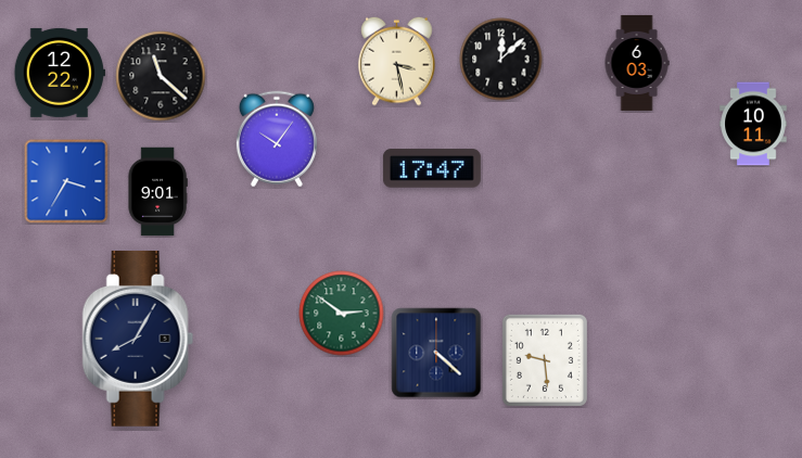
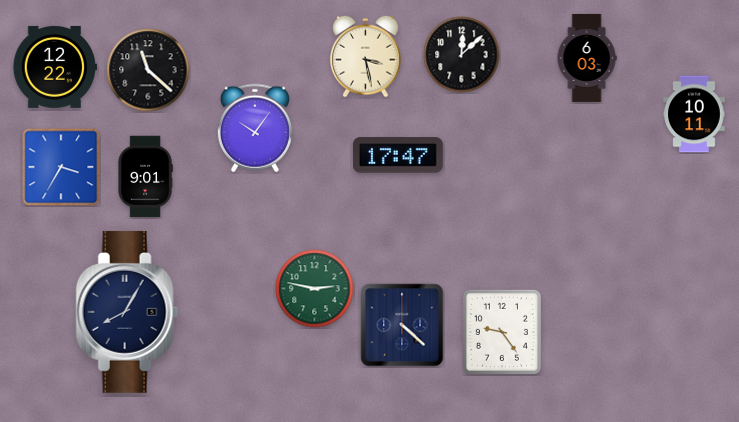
clock at (342, 314): 2:51 -> 2:47
clock at (545, 360): 9:29 -> 9:24
